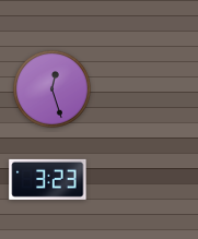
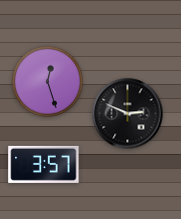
clock at (128, 114): none -> 2:49
clock at (48, 179): 3:23 -> 3:57
